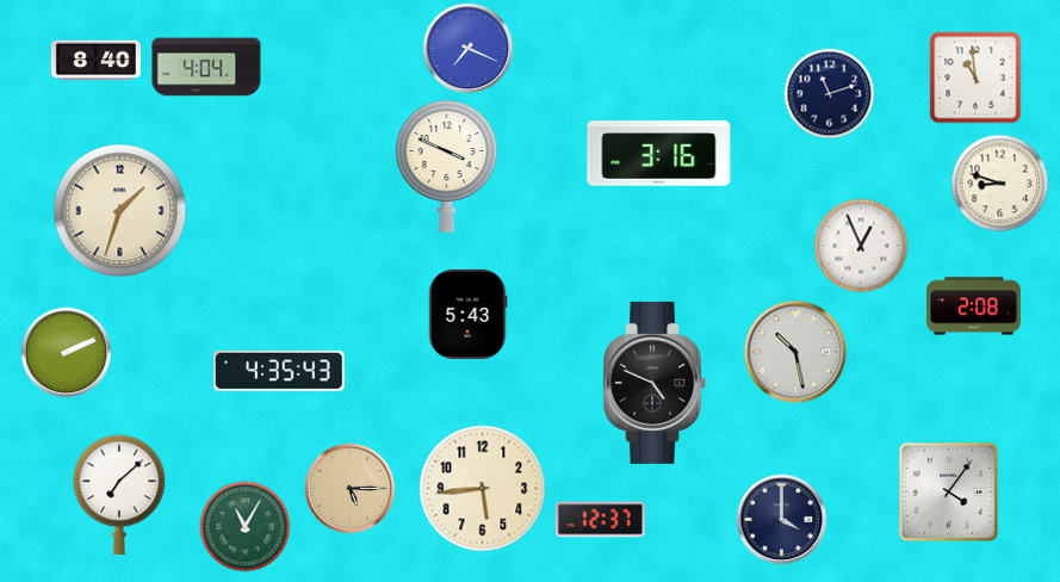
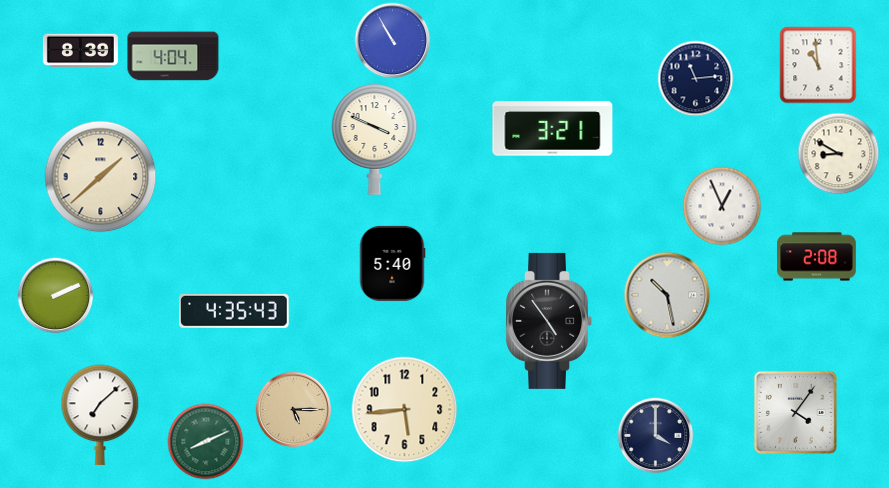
clock at (469, 49): 7:19 -> 10:55
clock at (95, 61): 8:40 -> 8:39
clock at (830, 94): 11:12 -> 11:14
clock at (659, 154): 3:16 -> 3:21
clock at (1000, 184): 8:48 -> 8:50
clock at (120, 211): 1:33 -> 1:38
clock at (467, 314): 5:43 -> 5:40
clock at (655, 383): 4:49 -> 4:54
clock at (600, 520): 12:37 -> none
clock at (246, 527): 11:05 -> 8:11
